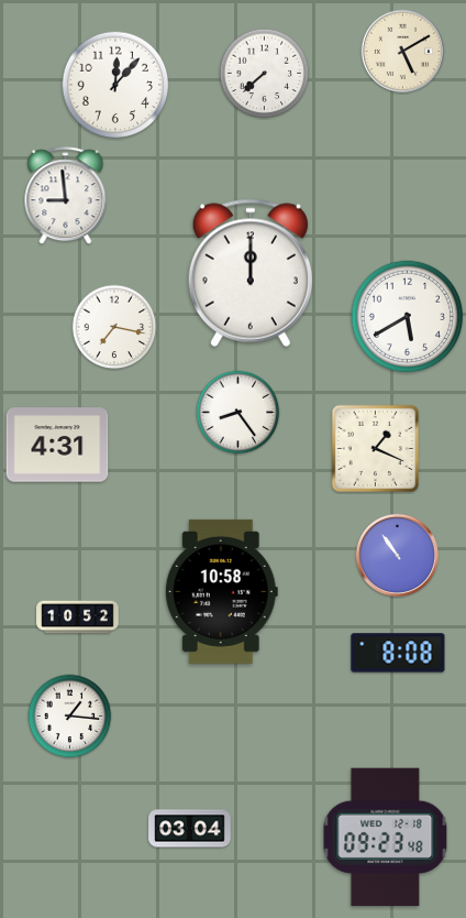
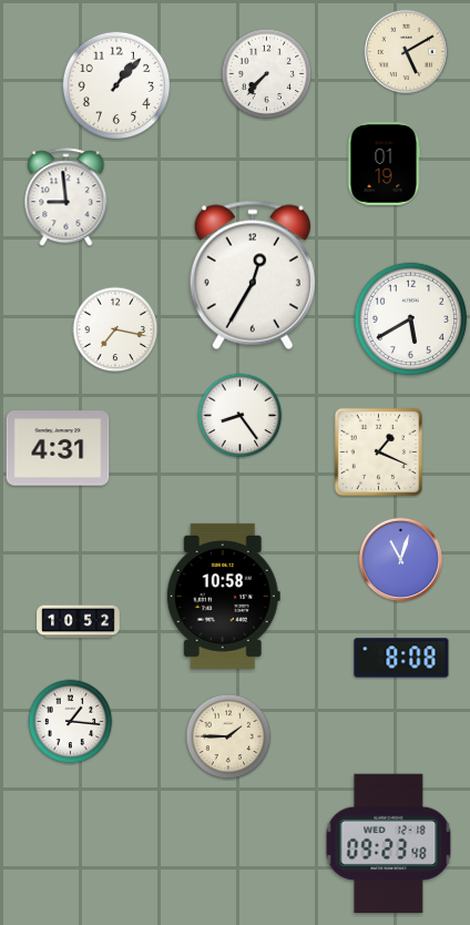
clock at (265, 74): 7:38 -> 7:37
clock at (115, 85): 12:07 -> 1:07
clock at (384, 164): none -> 01:19
clock at (251, 273): 12:00 -> 12:35
clock at (397, 555): 10:54 -> 11:03
clock at (228, 736): none -> 1:45
clock at (190, 829): 03:04 -> none
